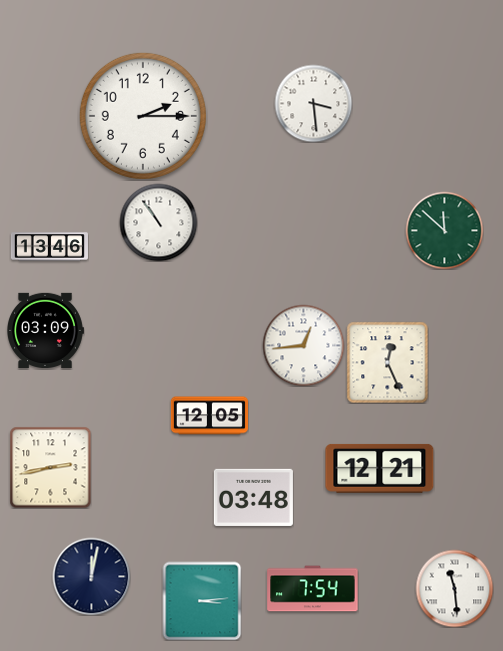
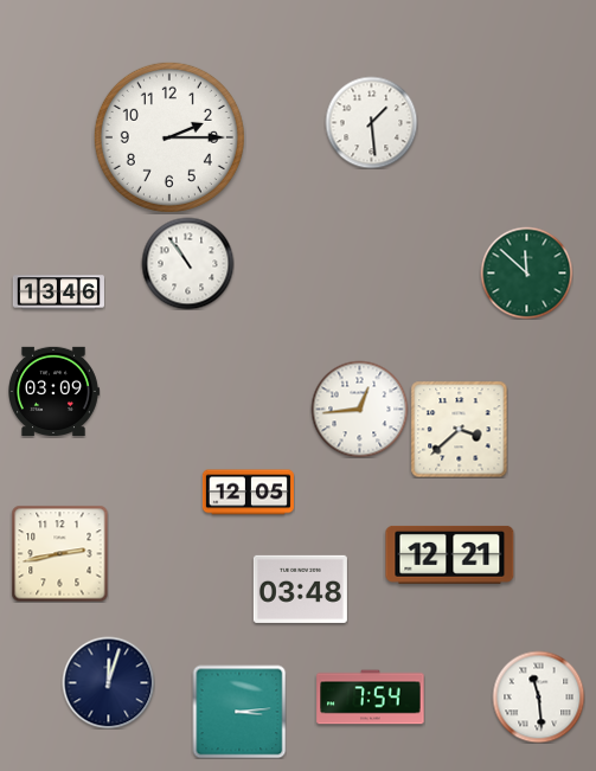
clock at (313, 103): 3:29 -> 1:29
clock at (387, 362): 12:26 -> 3:38
clock at (91, 576): 12:02 -> 12:03
